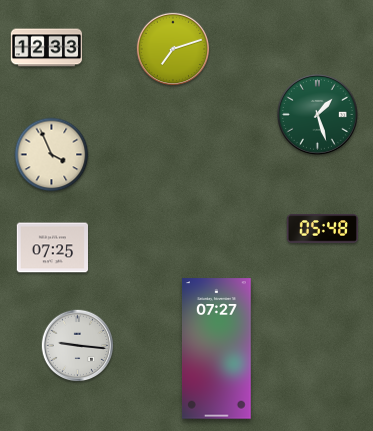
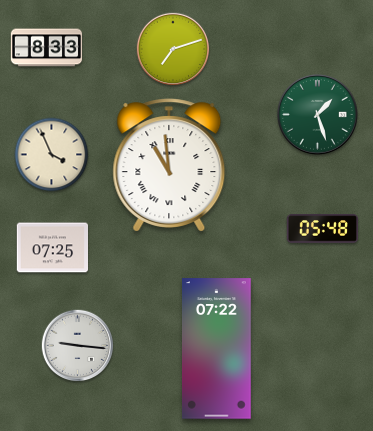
clock at (47, 48): 12:33 -> 8:33
clock at (169, 165): none -> 10:59
clock at (217, 349): 07:27 -> 07:22
